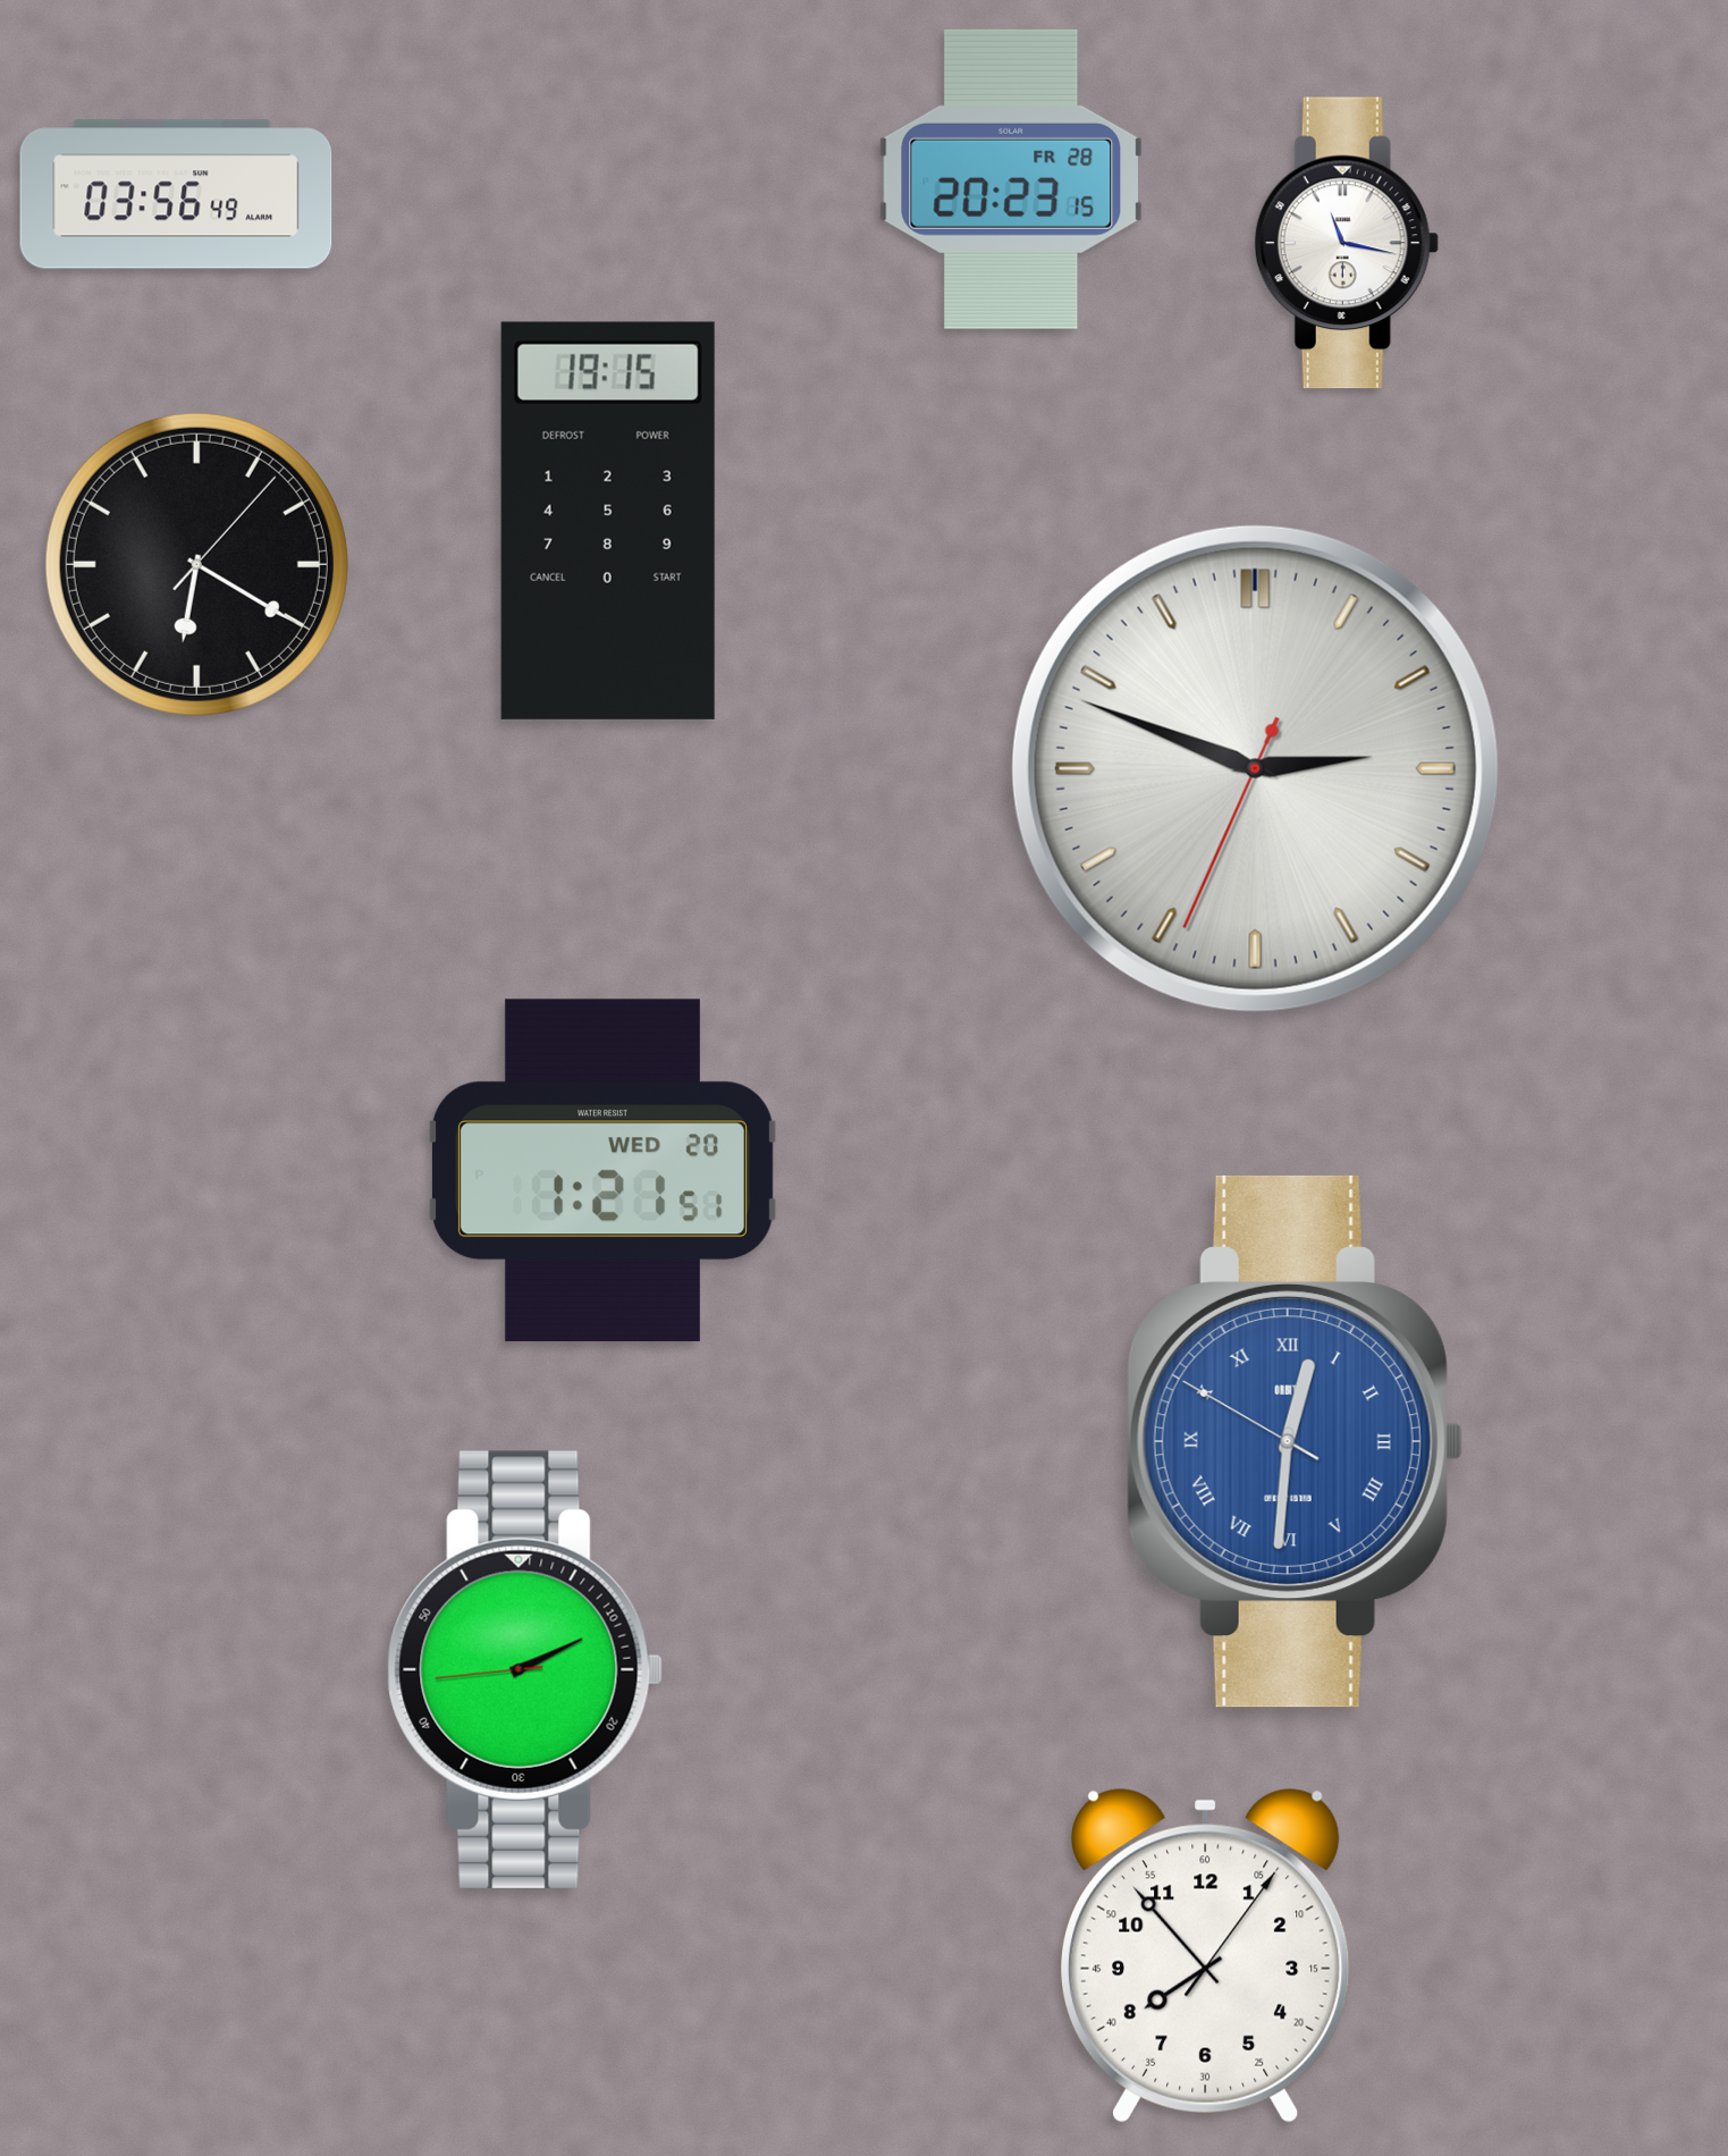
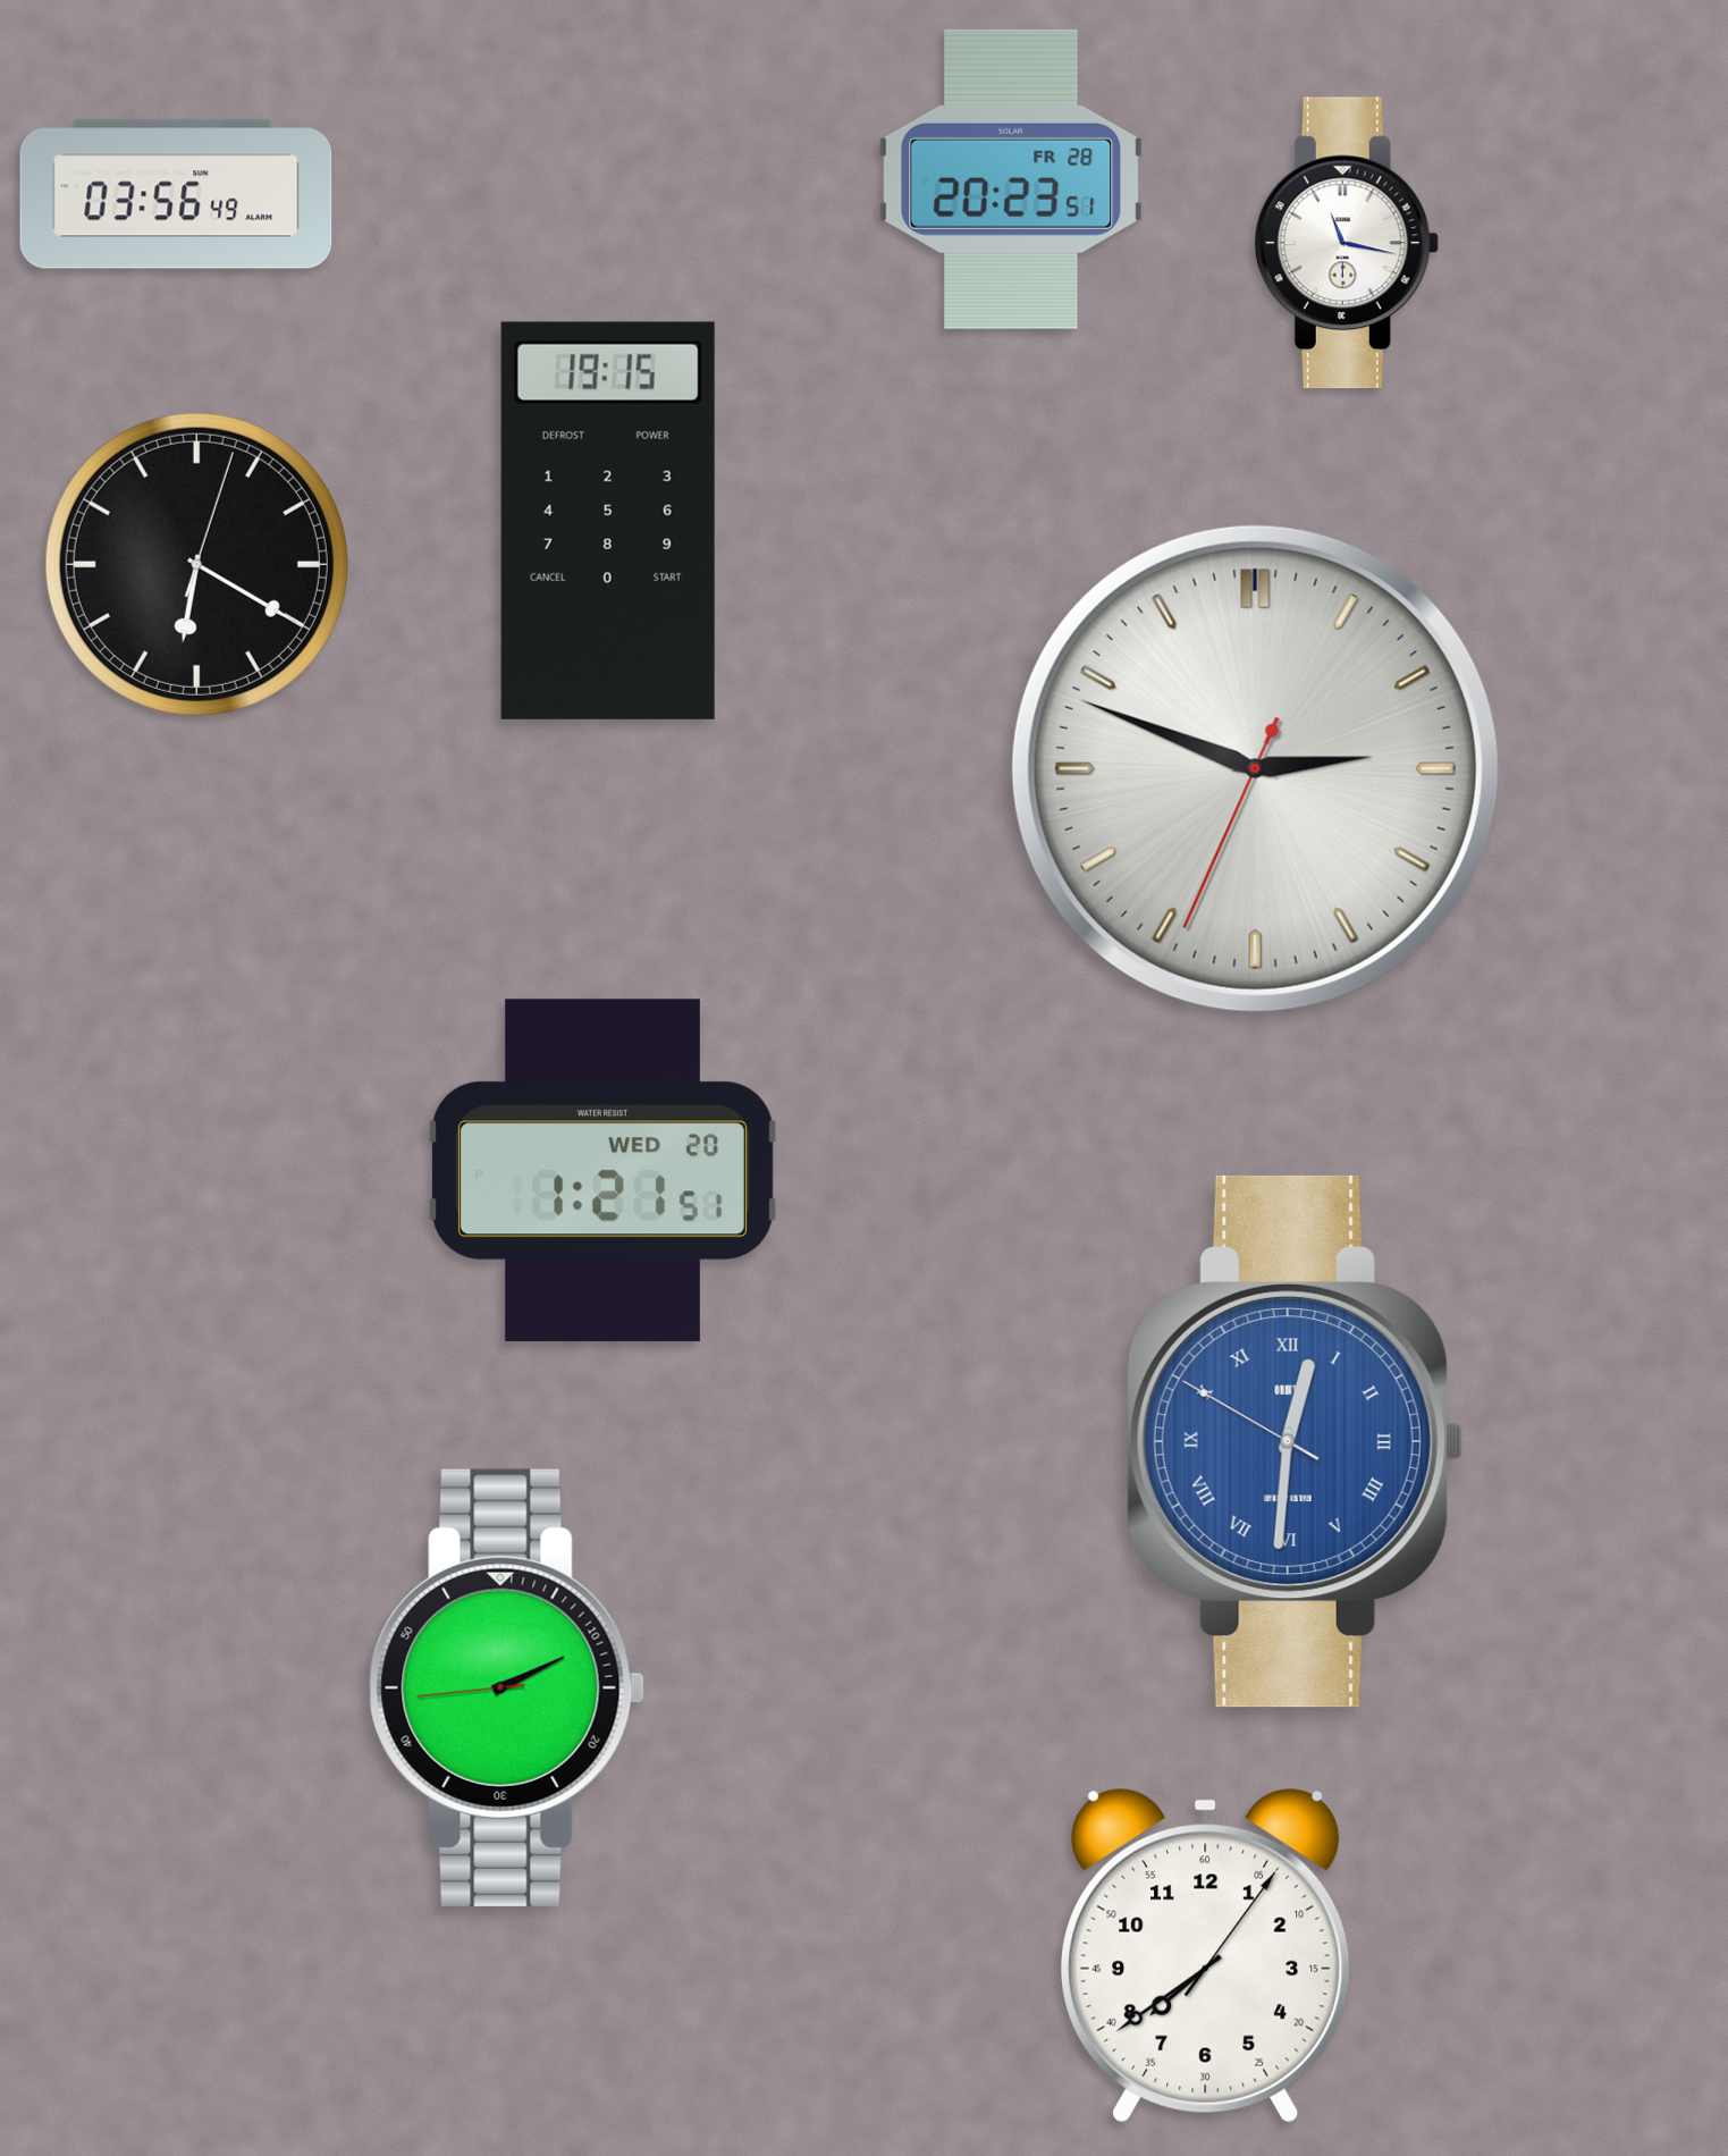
clock at (1011, 179): 20:23:15 -> 20:23:51
clock at (196, 564): 6:20:07 -> 6:20:03
clock at (524, 1669) position: (524, 1669) -> (506, 1687)
clock at (1206, 1956): 7:53 -> 7:39
